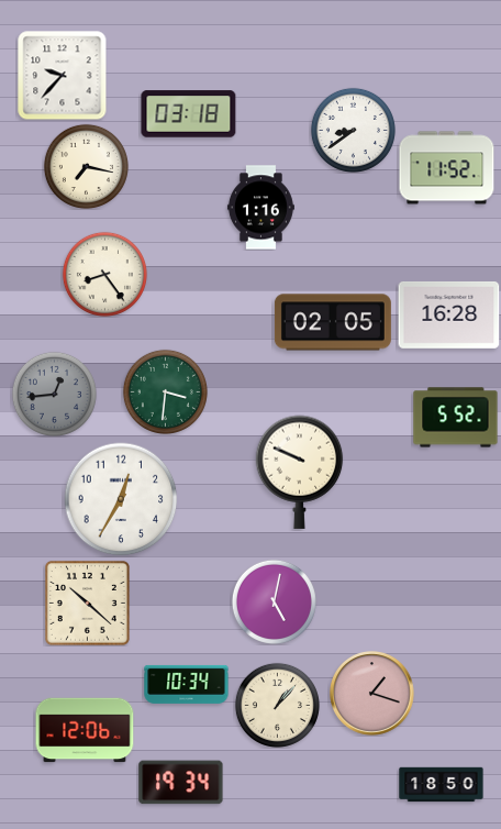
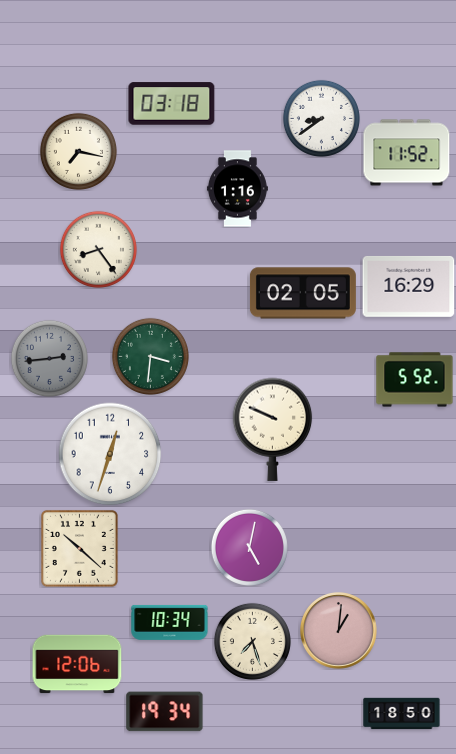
clock at (63, 76): 9:37 -> none
clock at (104, 274) position: (104, 274) -> (98, 249)
clock at (449, 314): 16:28 -> 16:29
clock at (54, 394): 12:44 -> 2:44
clock at (121, 499): 12:35 -> 12:33
clock at (372, 694): 1:18 -> 1:01
clock at (277, 705): 1:07 -> 7:27
